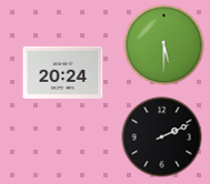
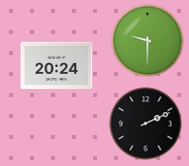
clock at (164, 45): 5:30 -> 9:30
